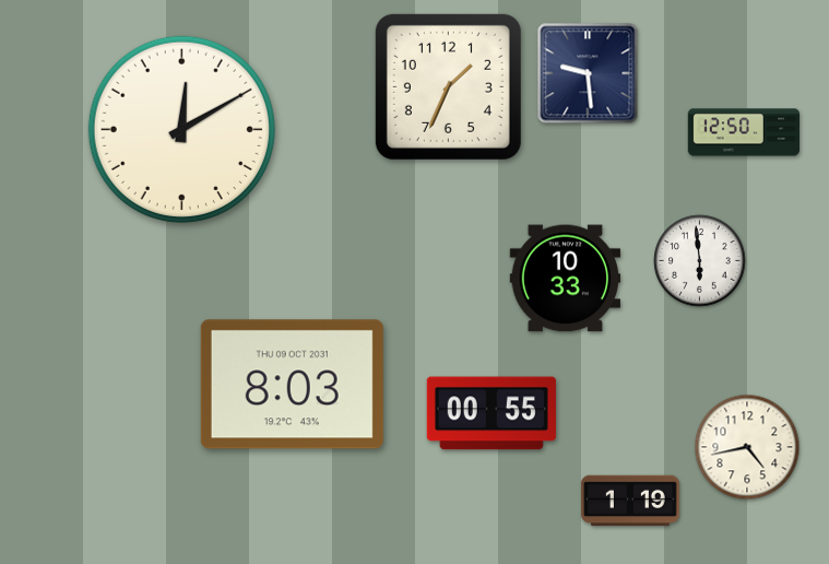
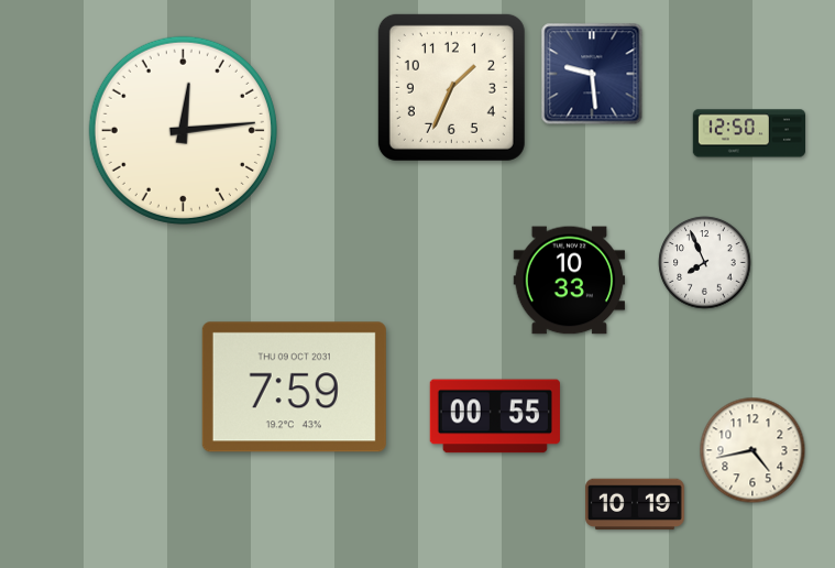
clock at (181, 129): 12:10 -> 12:14
clock at (700, 261): 5:59 -> 7:56
clock at (292, 385): 8:03 -> 7:59
clock at (630, 501): 1:19 -> 10:19
